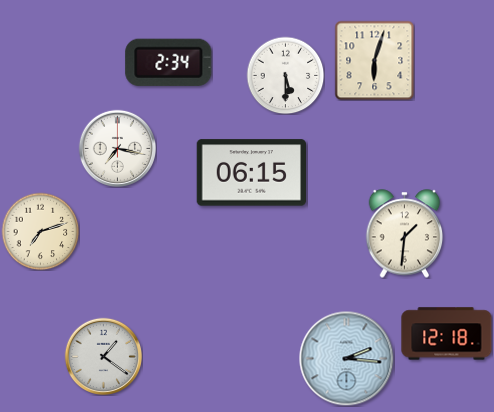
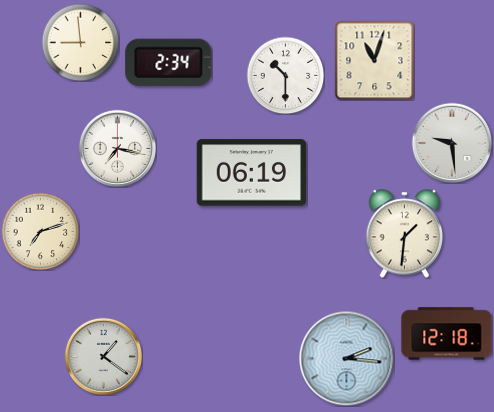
clock at (80, 42): none -> 8:59
clock at (374, 60): 6:03 -> 11:03
clock at (285, 75): 5:30 -> 10:30
clock at (452, 143): none -> 9:29
clock at (252, 173): 06:15 -> 06:19
